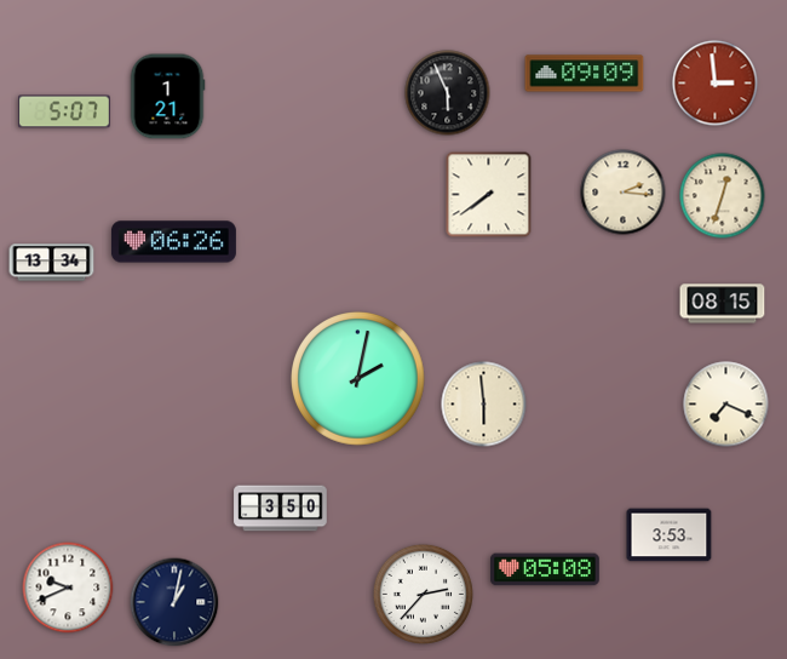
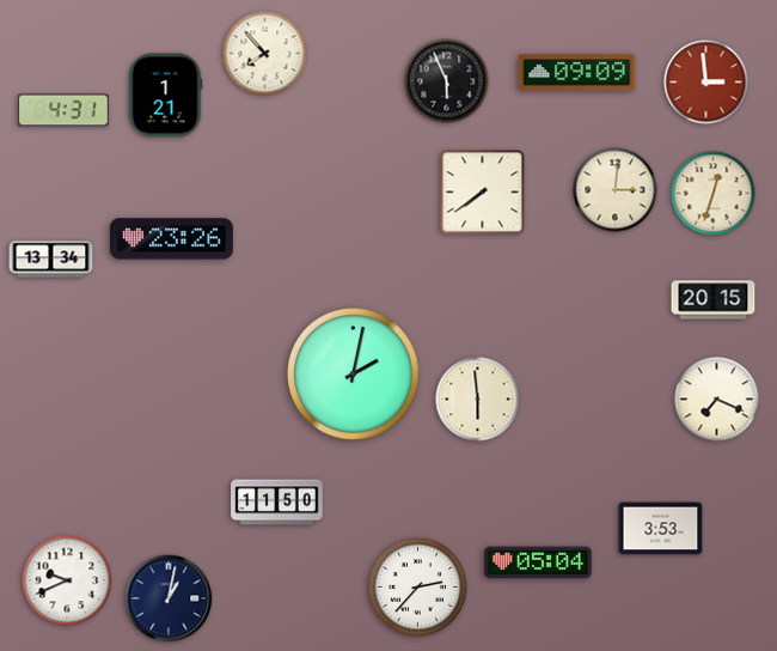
clock at (265, 54): none -> 7:53
clock at (448, 93) position: (448, 93) -> (447, 81)
clock at (64, 111): 5:07 -> 4:31
clock at (624, 193): 2:16 -> 3:01
clock at (173, 242): 06:26 -> 23:26
clock at (723, 304): 08:15 -> 20:15
clock at (281, 509): 3:50 -> 11:50
clock at (545, 569): 05:08 -> 05:04
clock at (174, 602) position: (174, 602) -> (169, 598)
